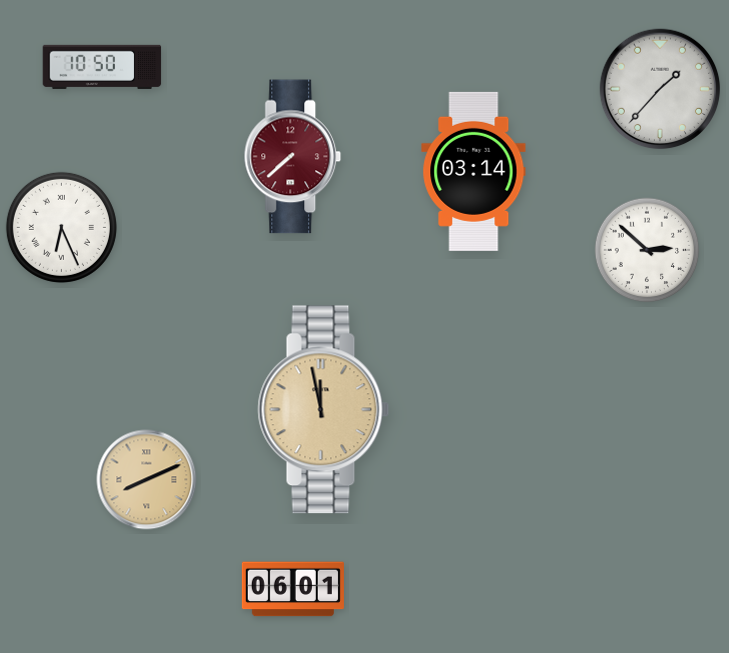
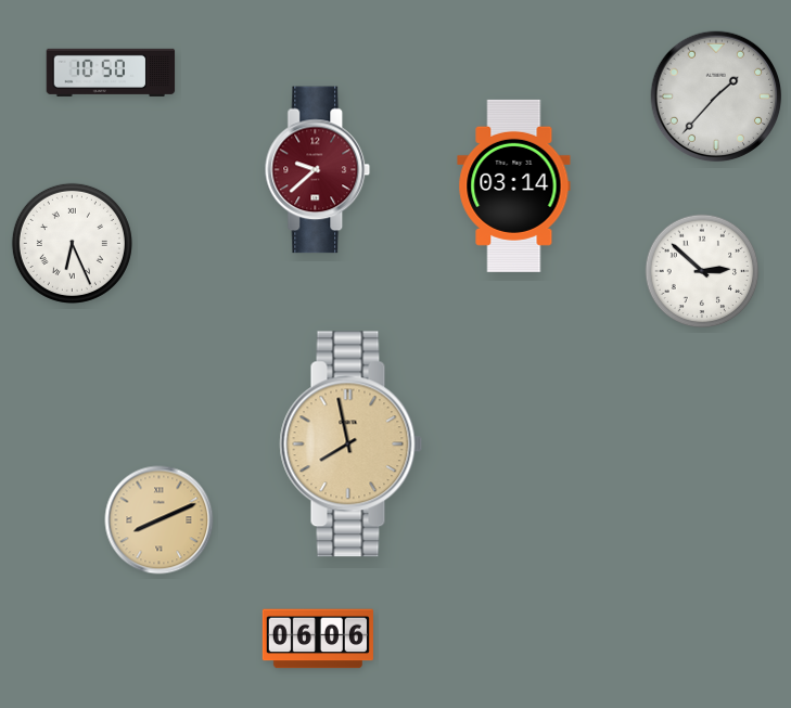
clock at (293, 157): 7:38 -> 9:38
clock at (61, 227) position: (61, 227) -> (72, 243)
clock at (324, 410): 11:58 -> 7:58
clock at (293, 589): 06:01 -> 06:06
